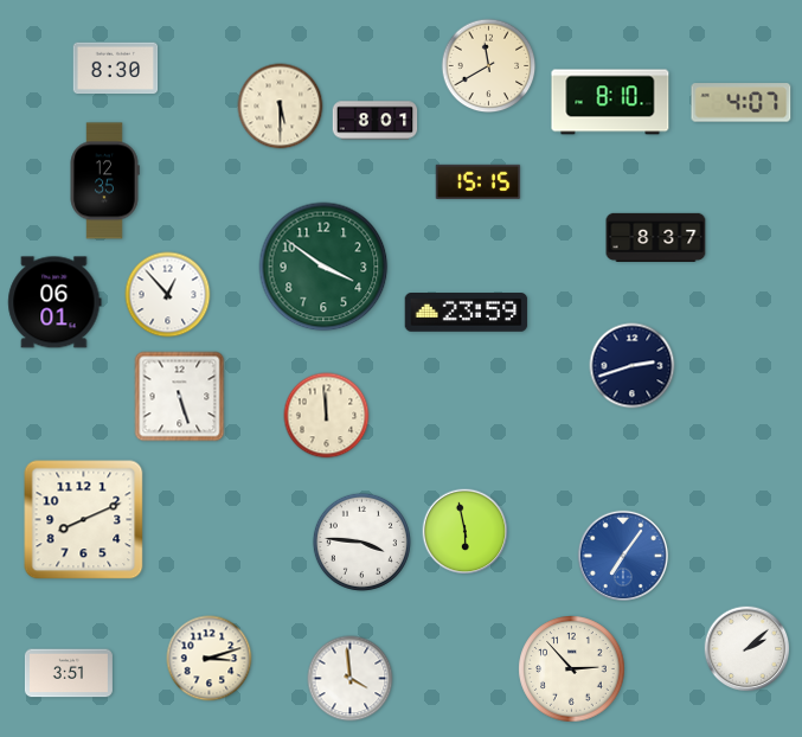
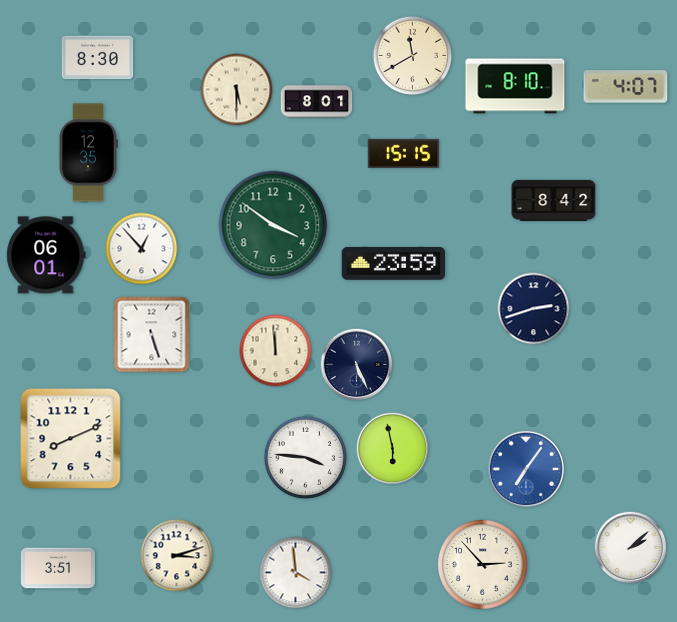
clock at (656, 237): 8:37 -> 8:42
clock at (357, 365): none -> 5:26
